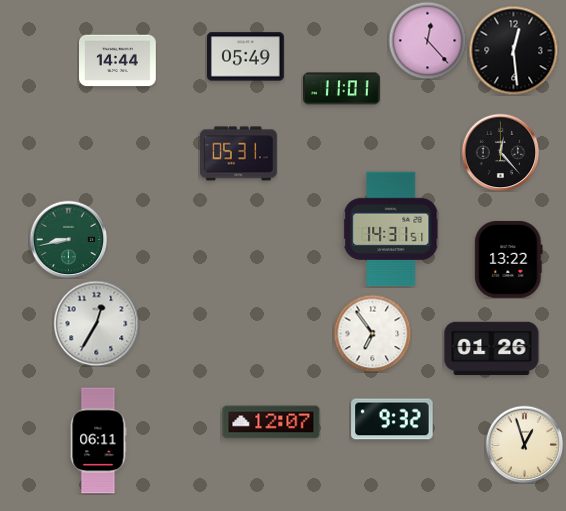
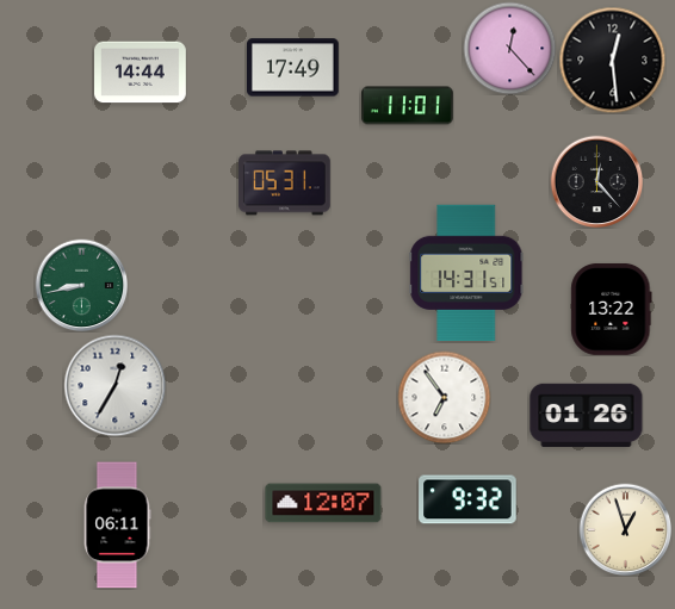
clock at (246, 57): 05:49 -> 17:49
clock at (509, 259) position: (509, 259) -> (612, 309)
